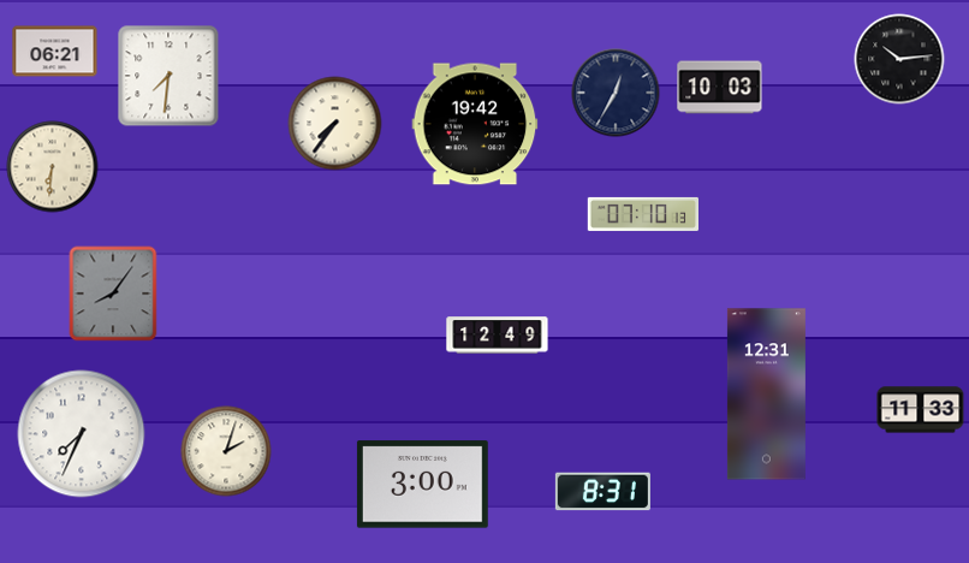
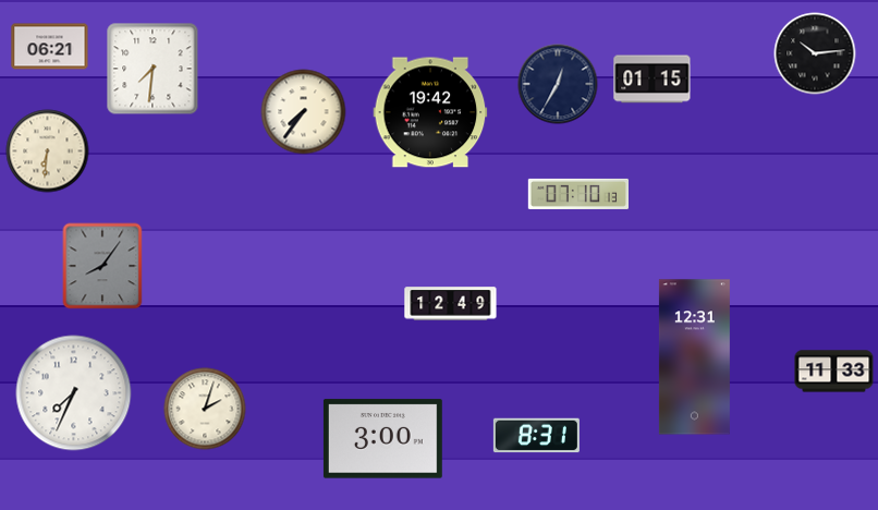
clock at (720, 88): 10:03 -> 01:15
clock at (642, 214) position: (642, 214) -> (577, 194)
clock at (602, 492) position: (602, 492) -> (536, 436)
